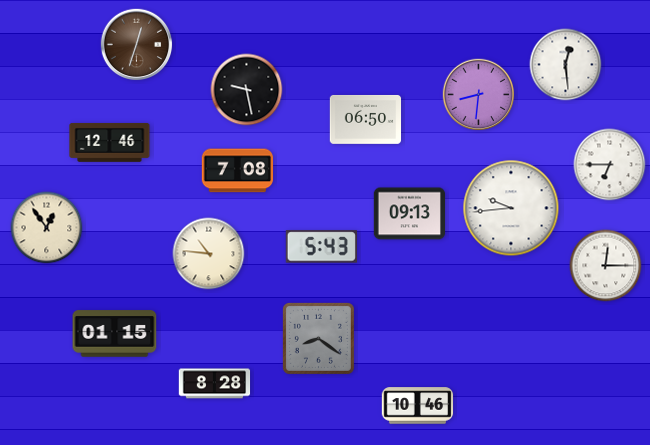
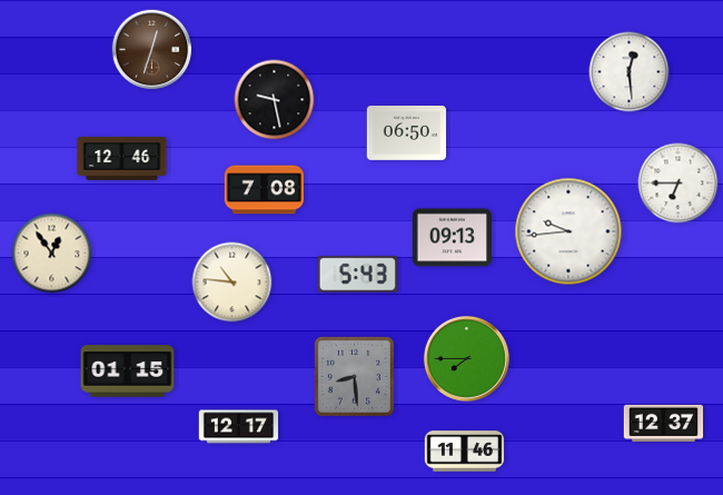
clock at (479, 95): 8:31 -> none
clock at (410, 214) position: (410, 214) -> (453, 238)
clock at (606, 266): 12:15 -> none
clock at (466, 358): none -> 7:45
clock at (318, 338): 8:21 -> 8:29
clock at (664, 424): none -> 12:37
clock at (215, 384): 8:28 -> 12:17
clock at (418, 406): 10:46 -> 11:46
